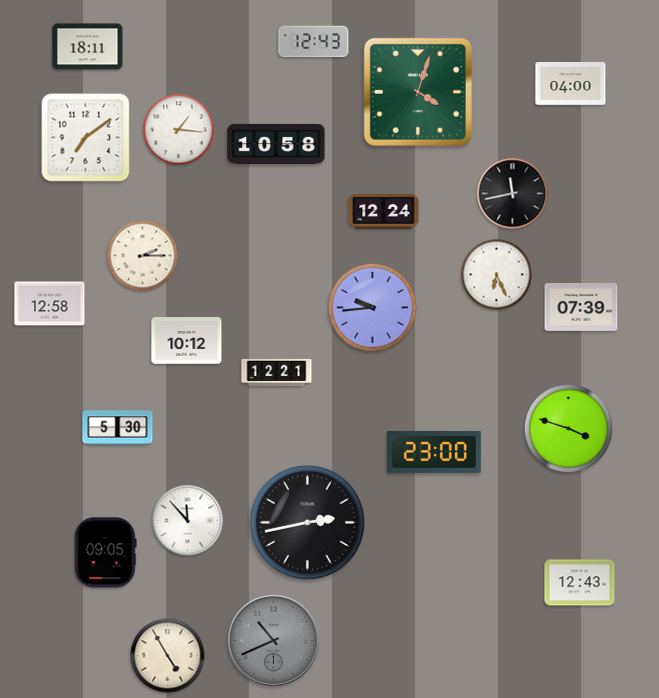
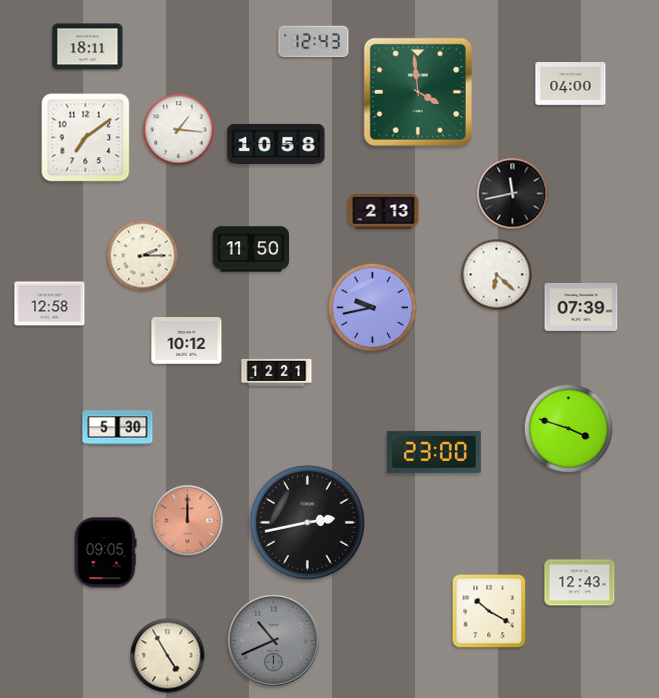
clock at (418, 92): 4:03 -> 3:59
clock at (384, 212): 12:24 -> 2:13
clock at (251, 249): none -> 11:50
clock at (497, 275): 6:26 -> 6:22
clock at (372, 307): 9:44 -> 9:43
clock at (188, 521): 11:53 -> 12:00
clock at (188, 521) dial: white -> salmon
clock at (489, 611): none -> 10:20
